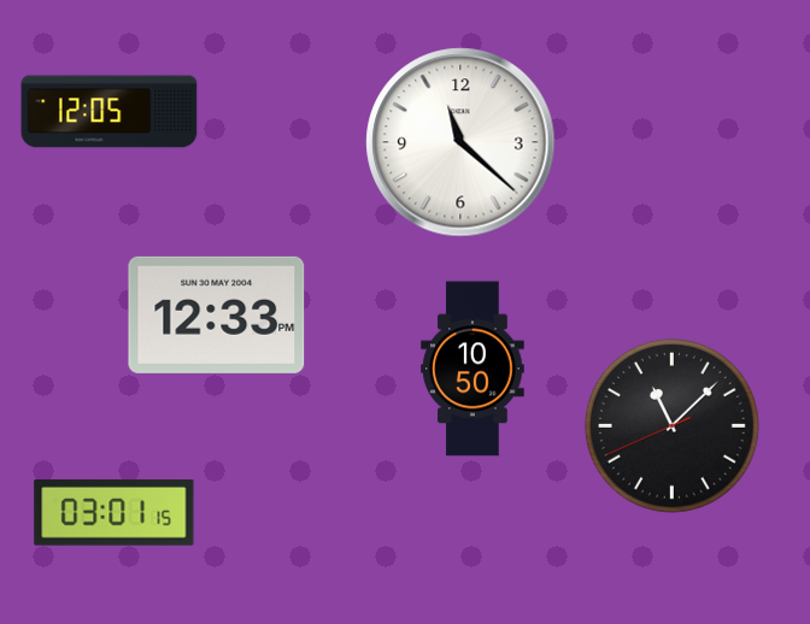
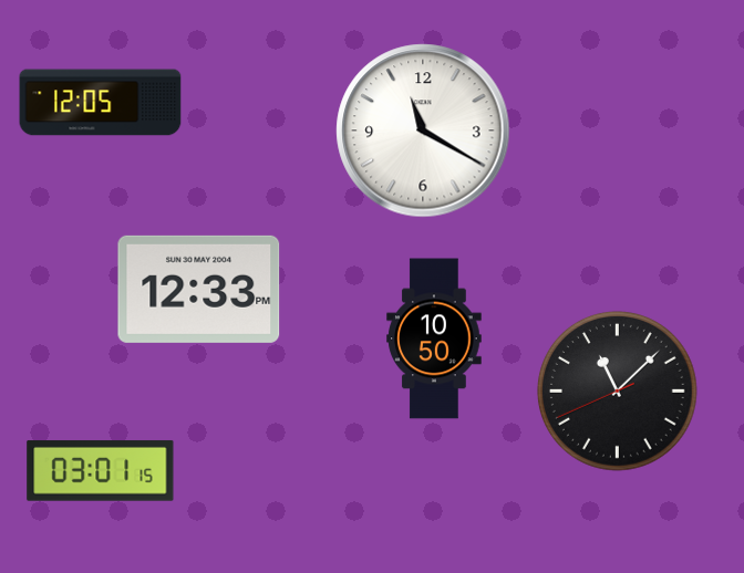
clock at (460, 142): 11:22 -> 11:20
clock at (115, 512) position: (115, 512) -> (101, 470)
